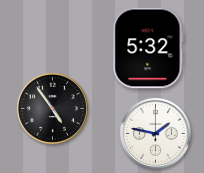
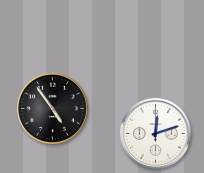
clock at (148, 48): 5:32 -> none
clock at (155, 133): 1:47 -> 12:12
